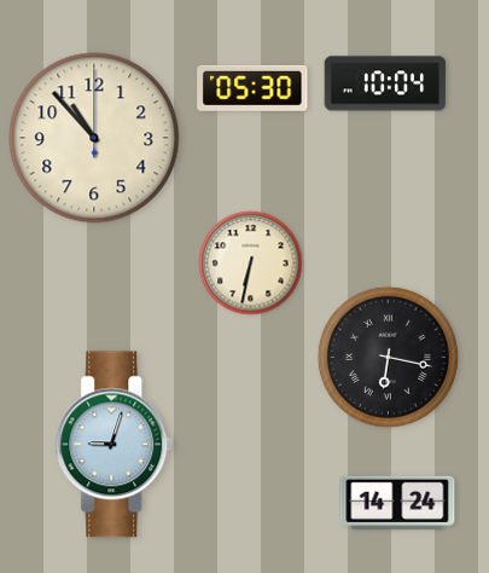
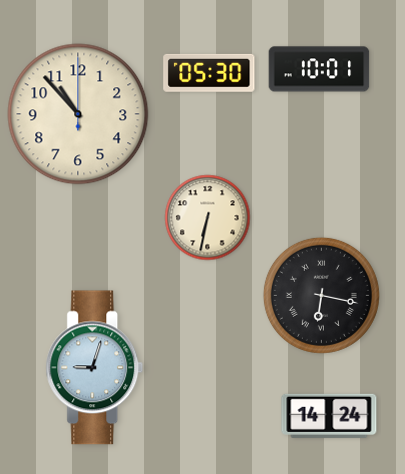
clock at (385, 83): 10:04 -> 10:01
